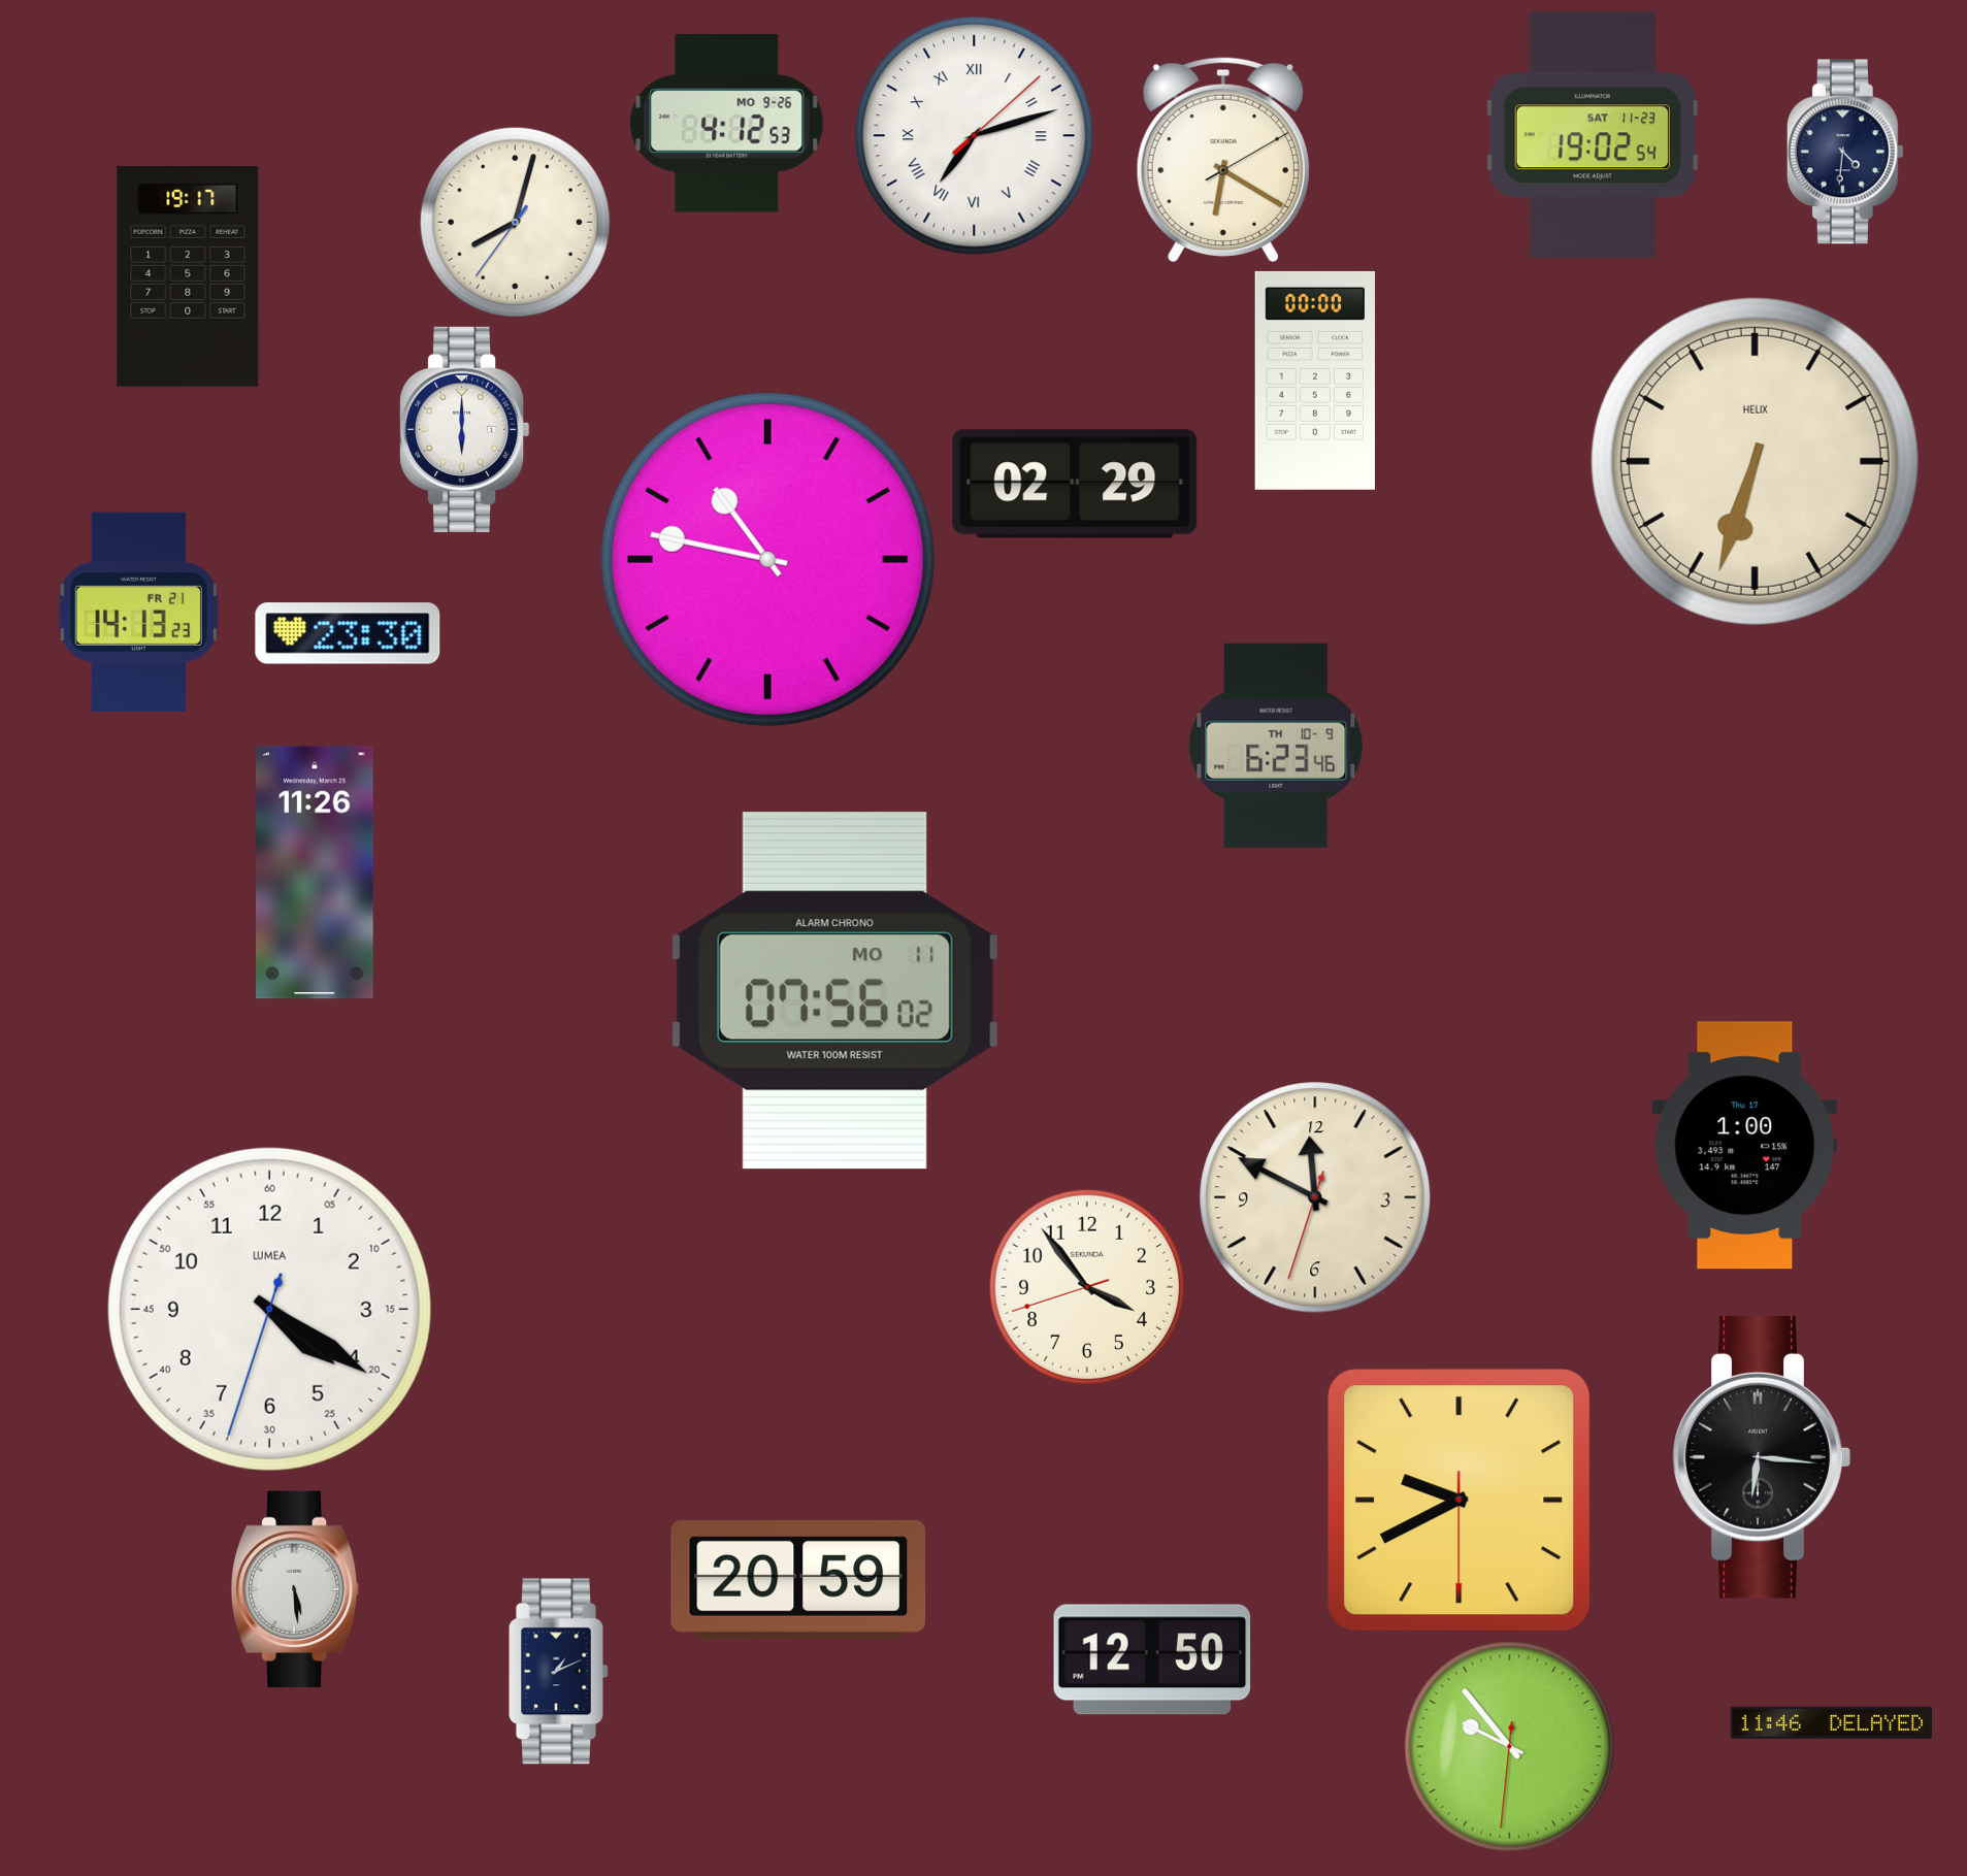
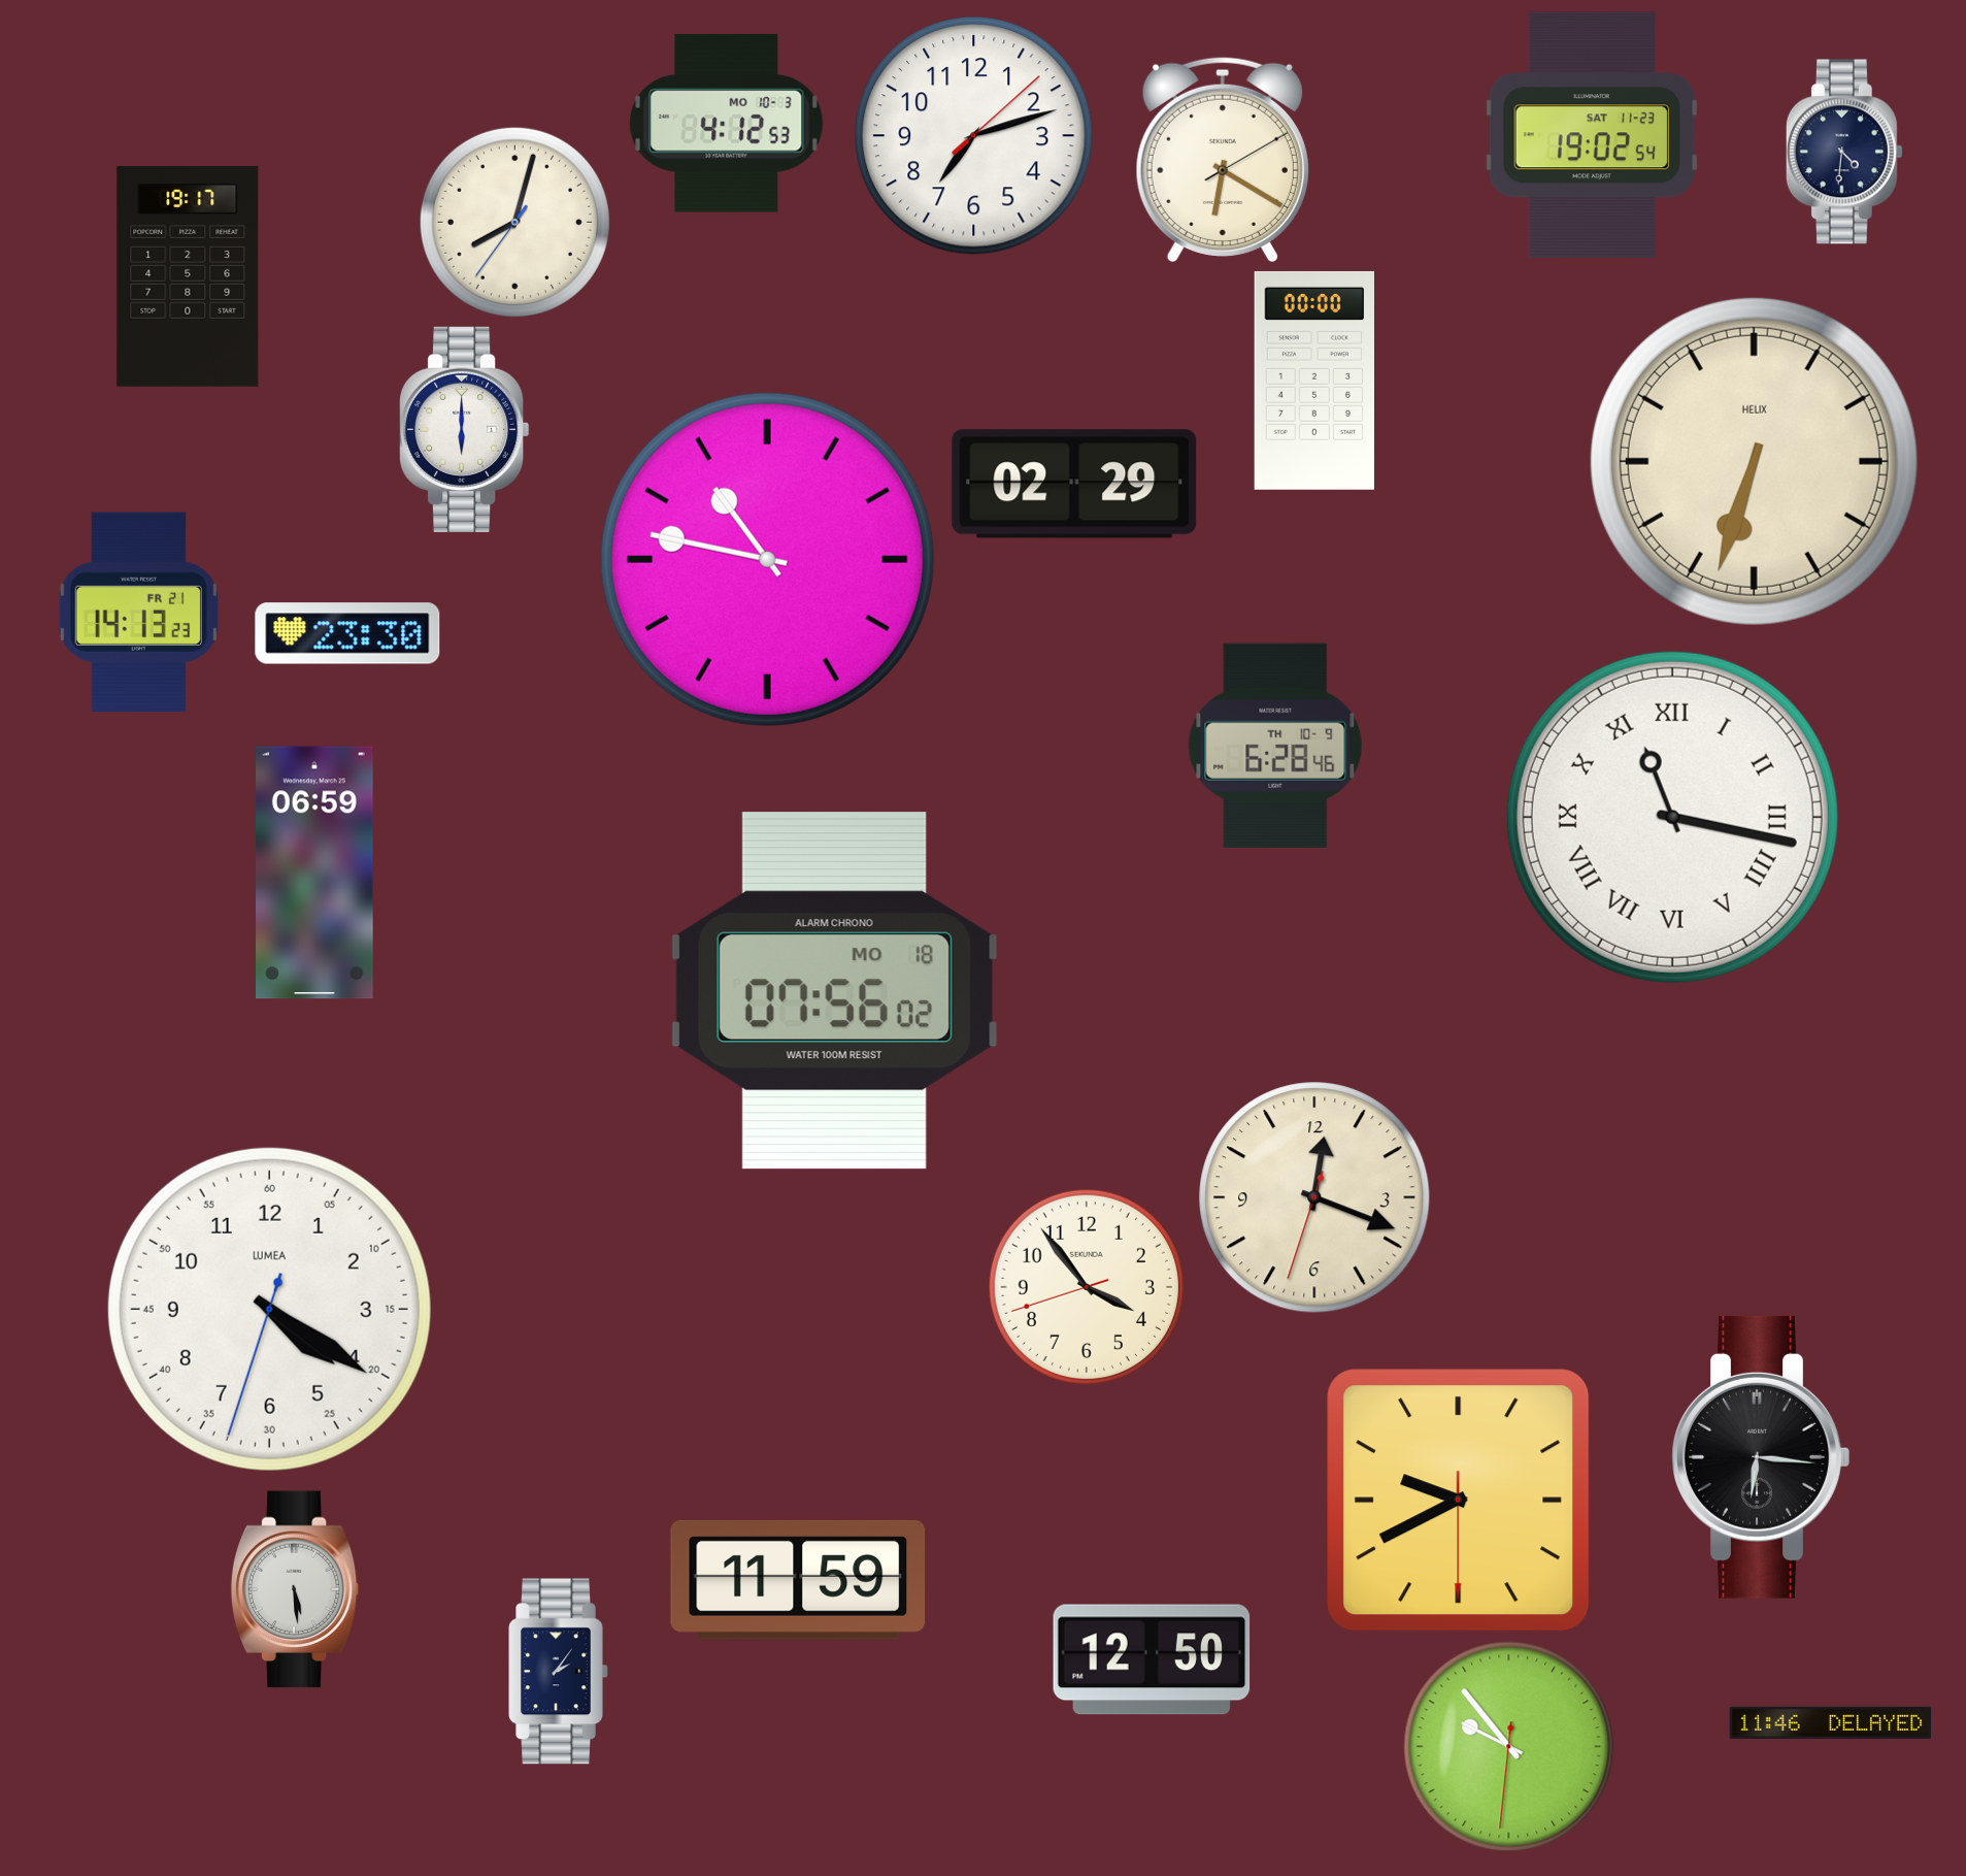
clock at (727, 123) date: MO 9-26 -> MO 10-3
clock at (975, 136) numerals: Roman -> Arabic
clock at (1276, 746): 6:23 -> 6:28
clock at (1672, 817): none -> 11:17
clock at (316, 873): 11:26 -> 06:59
clock at (834, 991) date: MO 11 -> MO 18
clock at (1745, 1146): 1:00 -> none
clock at (1315, 1197): 11:49 -> 12:18
clock at (798, 1580): 20:59 -> 11:59
clock at (558, 1672): 1:11 -> 2:06
